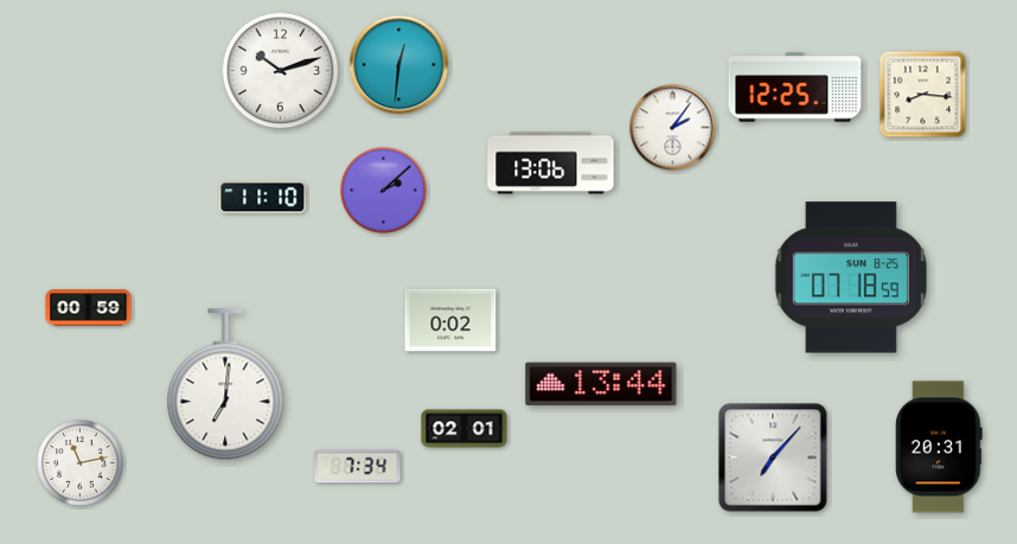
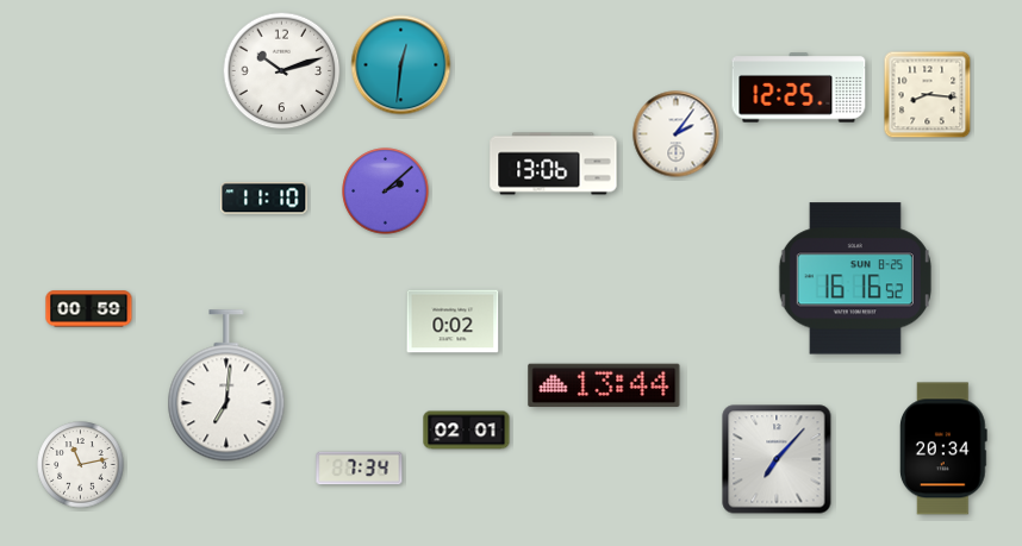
clock at (673, 128) position: (673, 128) -> (677, 134)
clock at (851, 277): 07:18 -> 16:16
clock at (939, 447): 20:31 -> 20:34
